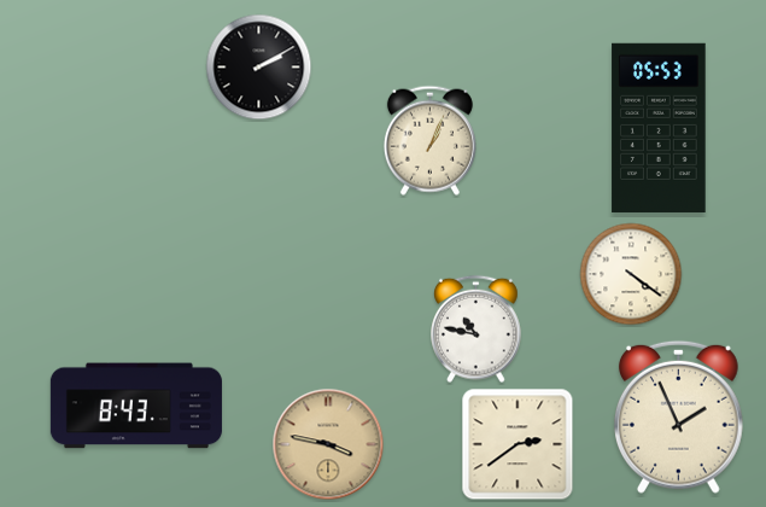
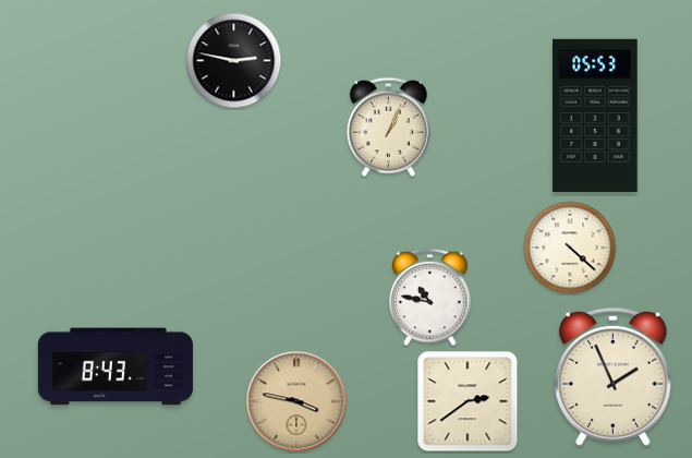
clock at (259, 68): 2:10 -> 2:47
clock at (631, 274): 4:21 -> 4:22
clock at (136, 406) position: (136, 406) -> (116, 366)
